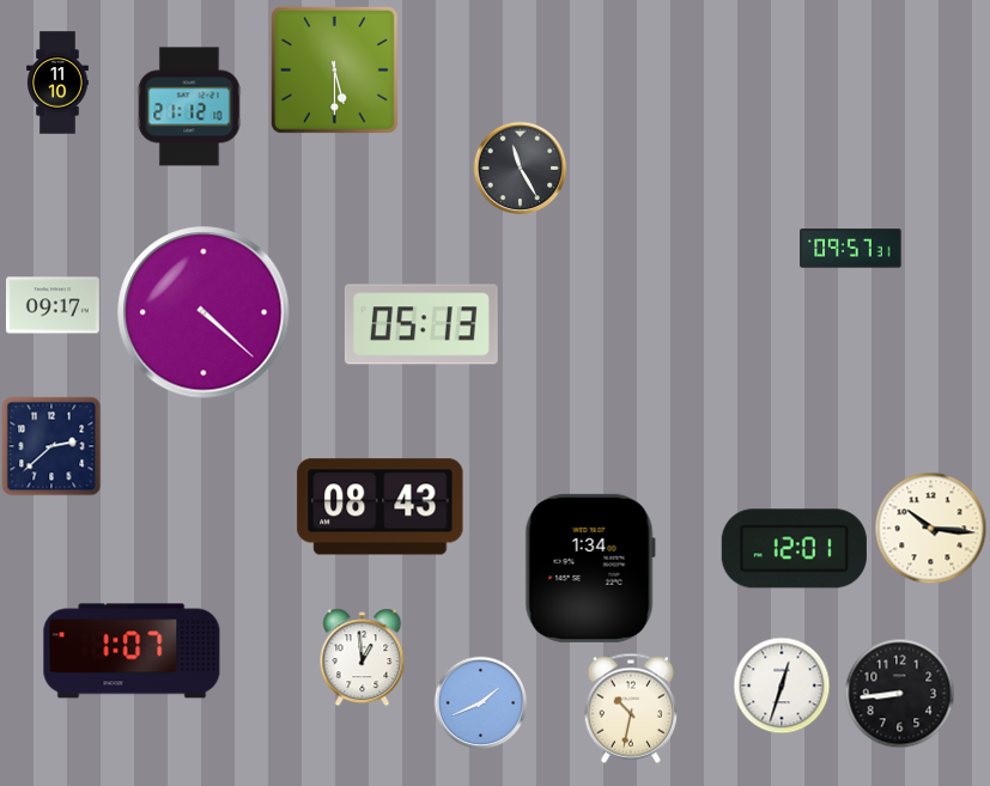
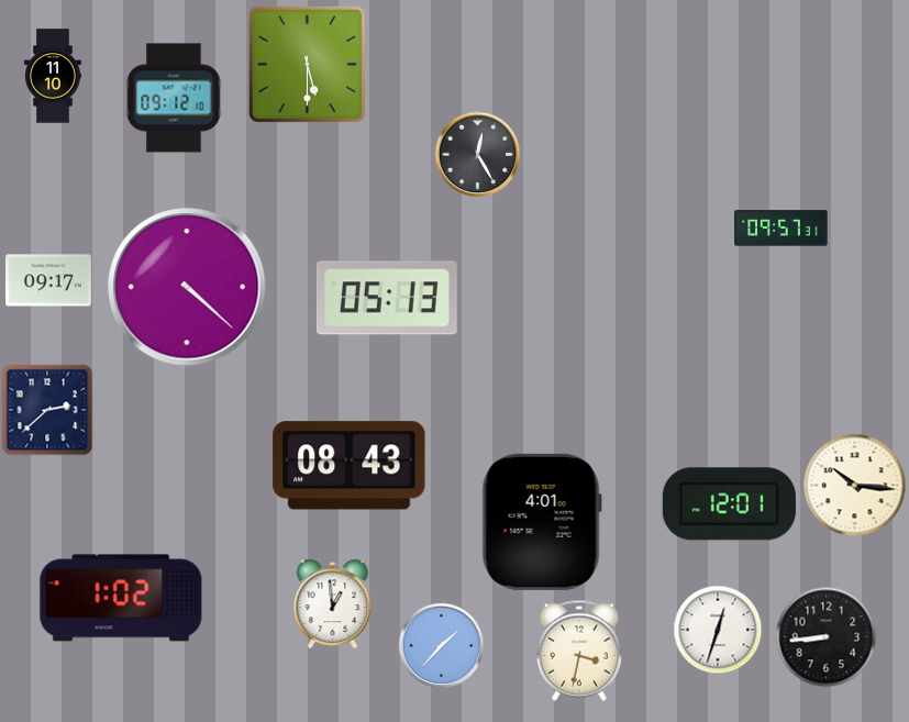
clock at (189, 106): 21:12 -> 09:12
clock at (520, 167): 11:25 -> 12:25
clock at (590, 568): 1:34 -> 4:01
clock at (132, 651): 1:07 -> 1:02
clock at (480, 702): 1:41 -> 1:37
clock at (630, 708): 10:32 -> 3:32
